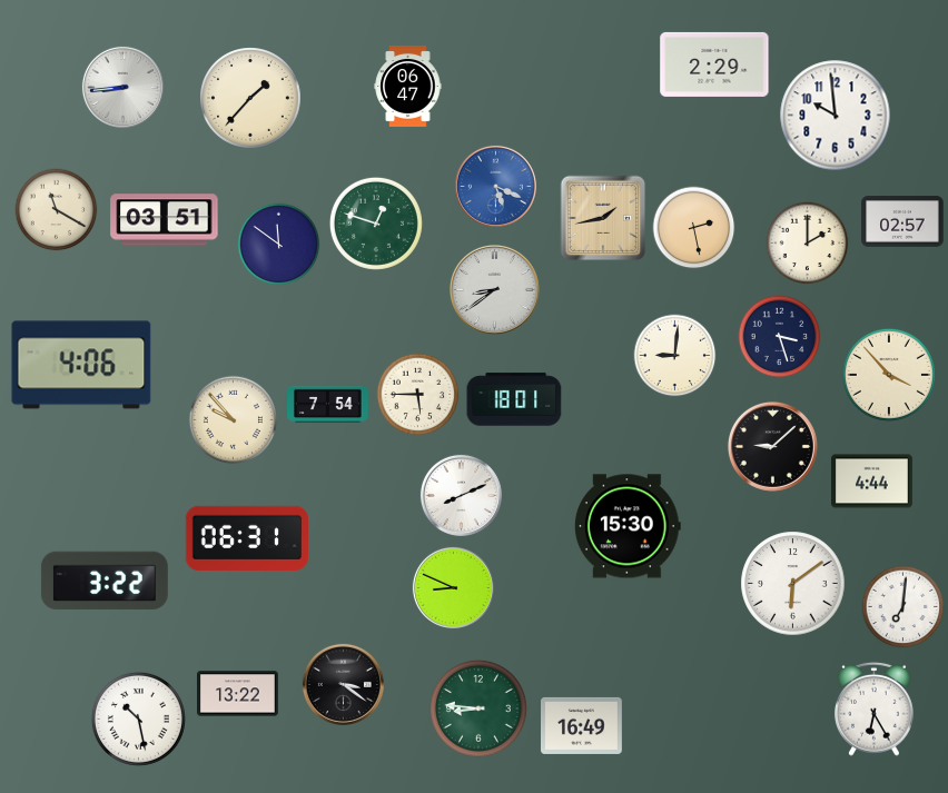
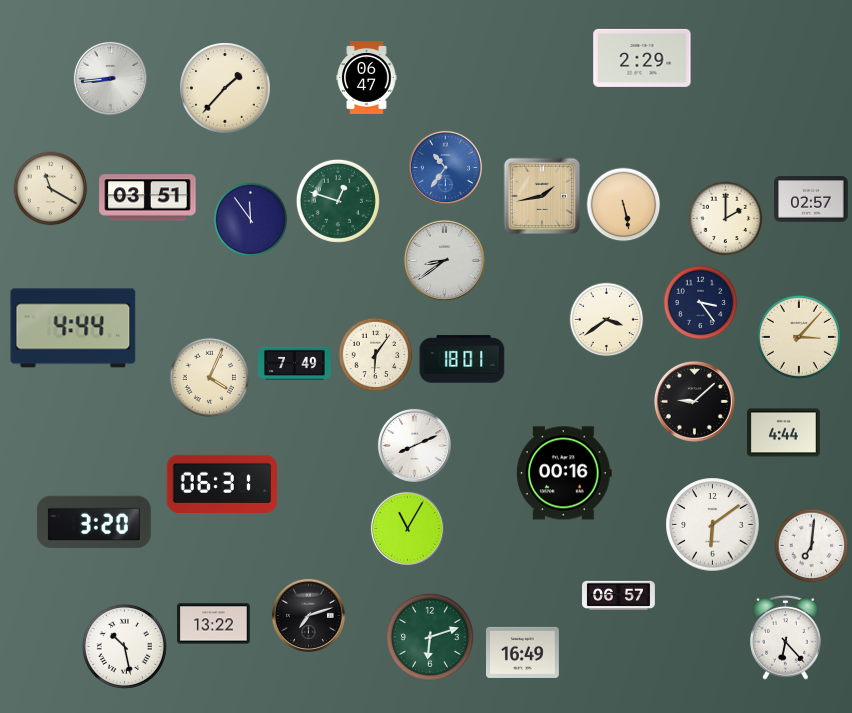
clock at (836, 116): 9:59 -> none
clock at (495, 186): 5:19 -> 10:36
clock at (694, 228): 2:28 -> 5:28
clock at (279, 245): 11:51 -> 11:54
clock at (780, 337): 3:27 -> 3:24
clock at (675, 356): 9:01 -> 3:39
clock at (81, 365): 4:06 -> 4:44
clock at (889, 375): 3:53 -> 3:07
clock at (418, 395): 5:45 -> 6:06
clock at (328, 404): 7:54 -> 7:49
clock at (233, 419): 9:53 -> 4:04
clock at (628, 526): 15:30 -> 00:16
clock at (105, 581): 3:22 -> 3:20
clock at (453, 587): 8:49 -> 11:05
clock at (619, 595): none -> 06:57
clock at (343, 684): 3:21 -> 7:12
clock at (478, 708): 8:46 -> 6:12
clock at (875, 708): 6:25 -> 6:23
